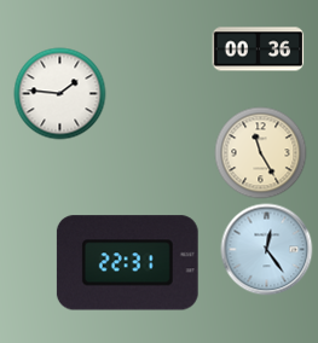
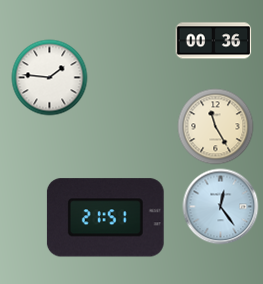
clock at (127, 263): 22:31 -> 21:51
